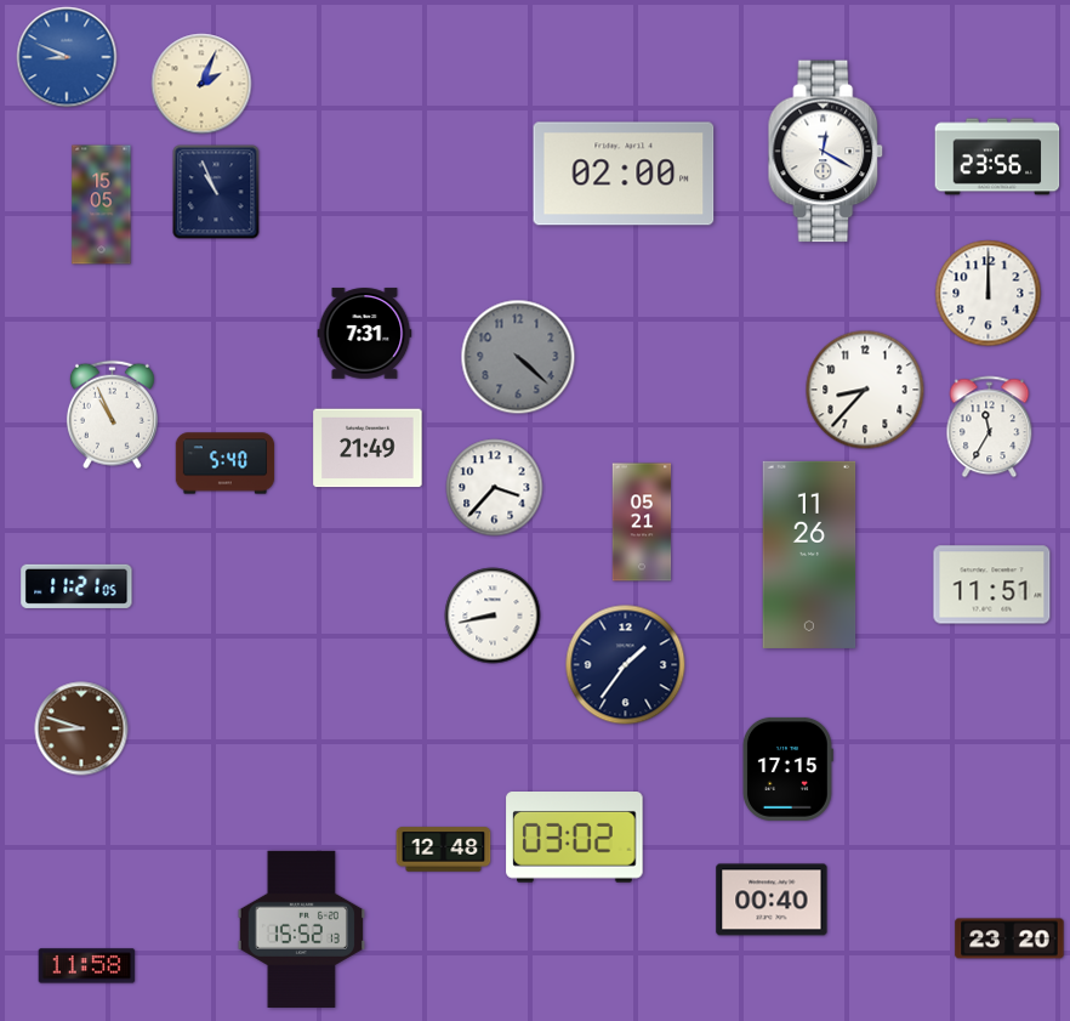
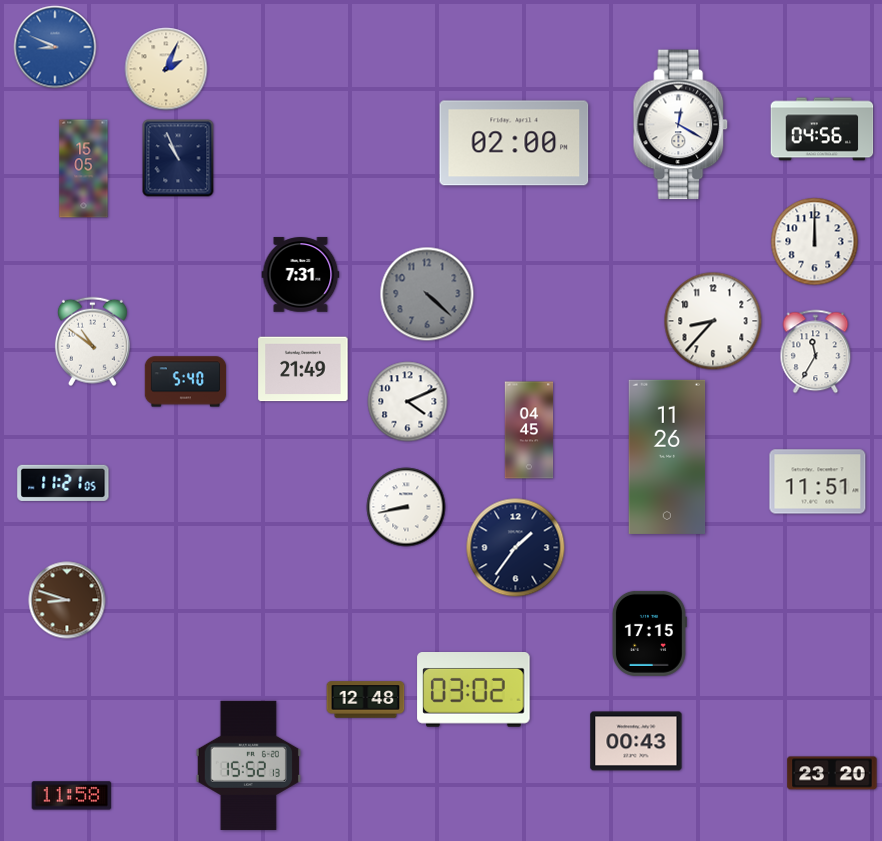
clock at (997, 157): 23:56 -> 04:56
clock at (112, 415): 10:56 -> 10:51
clock at (495, 488): 3:37 -> 4:11
clock at (642, 522): 05:21 -> 04:45
clock at (772, 900): 00:40 -> 00:43
